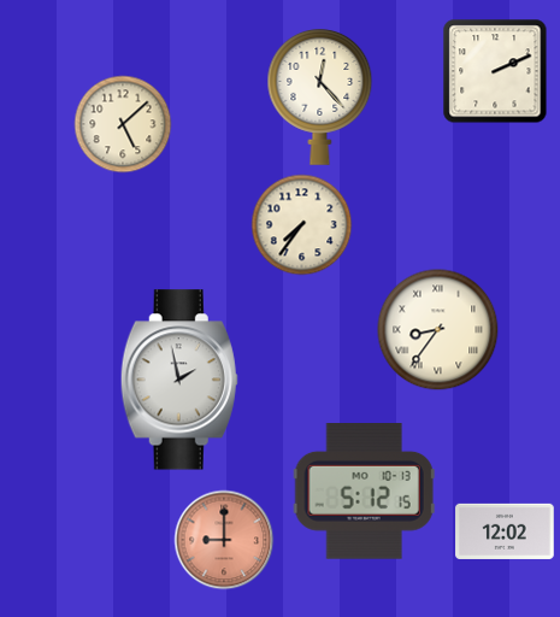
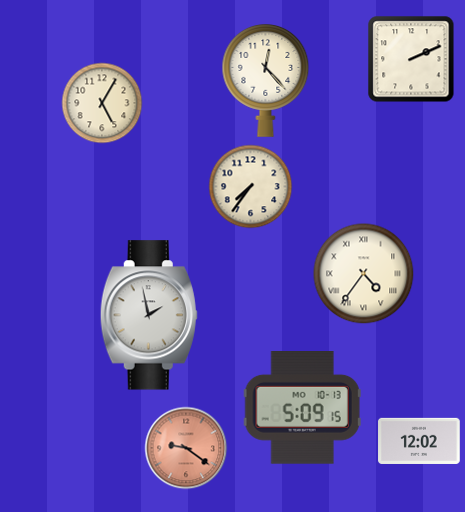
clock at (123, 124): 5:08 -> 5:05
clock at (438, 330): 8:36 -> 4:36
clock at (364, 492): 5:12 -> 5:09
clock at (224, 540): 9:00 -> 9:21
